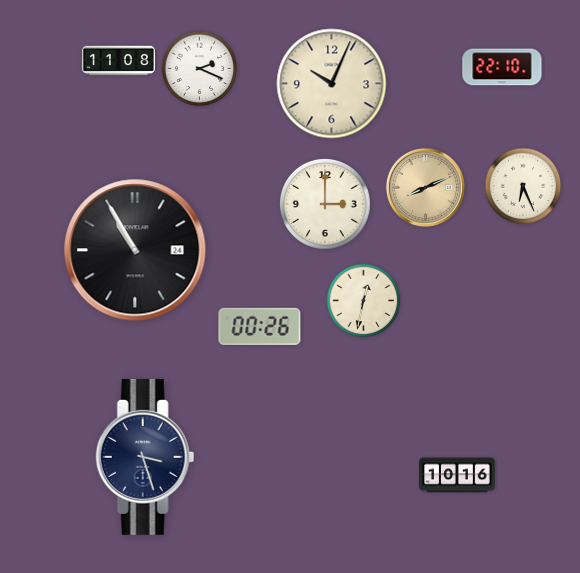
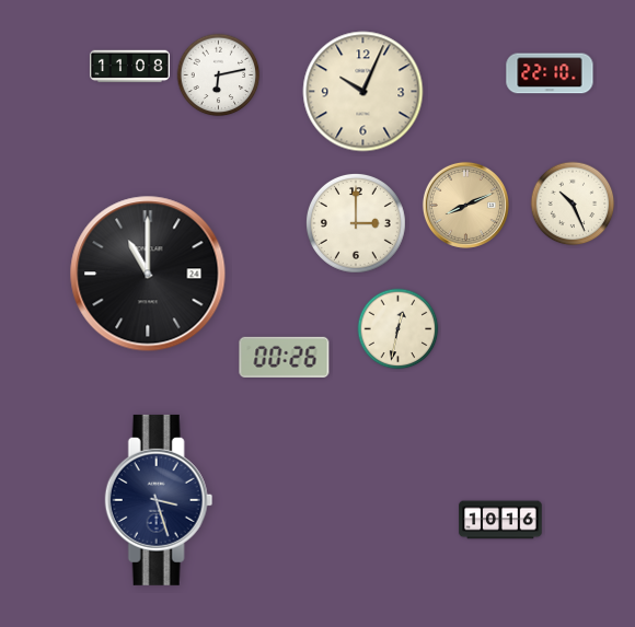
clock at (200, 69): 2:19 -> 6:13
clock at (523, 186): 6:26 -> 10:26
clock at (135, 250): 10:55 -> 11:00
